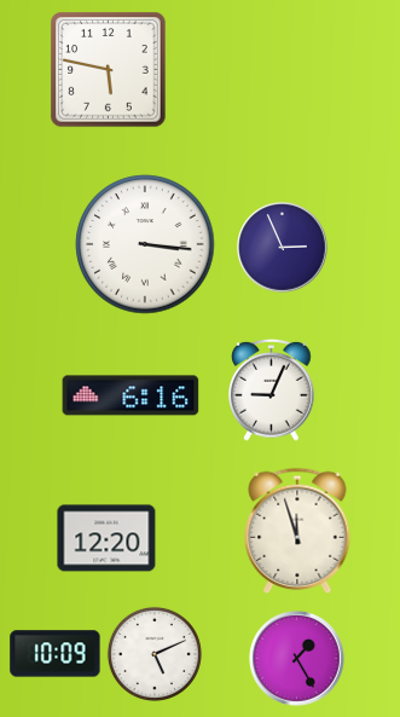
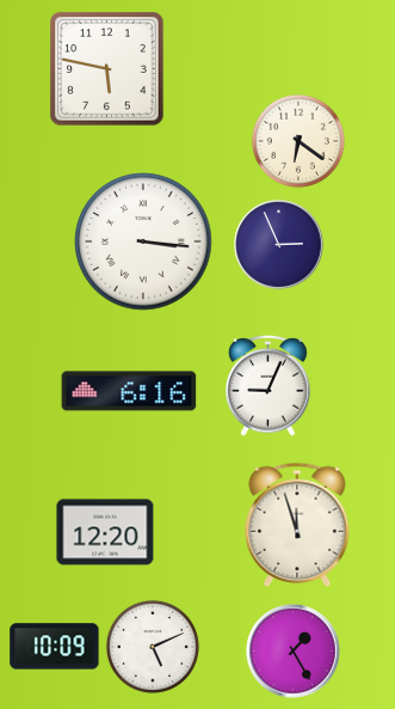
clock at (298, 141): none -> 6:21
clock at (297, 530) position: (297, 530) -> (297, 524)
